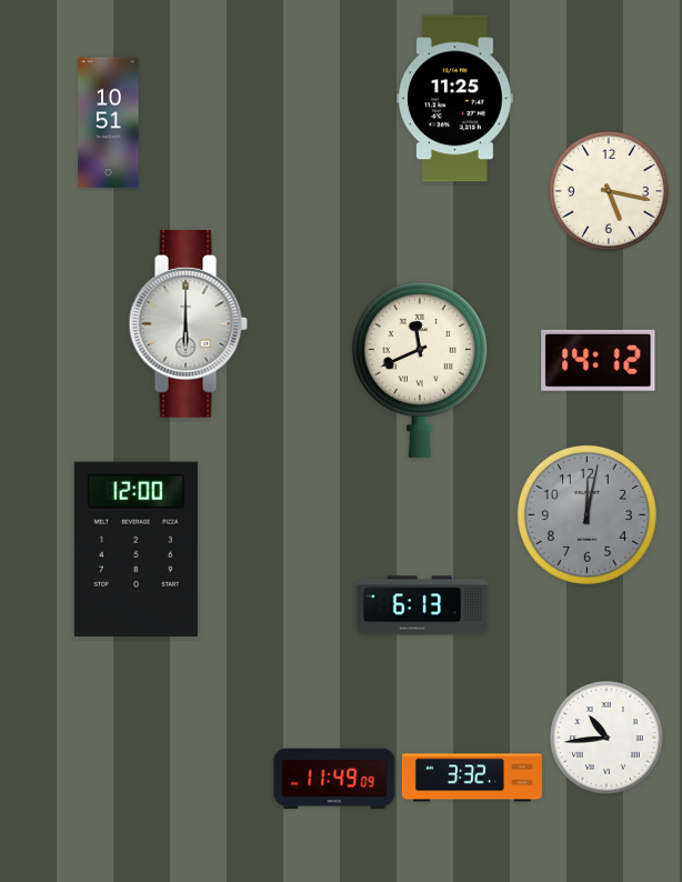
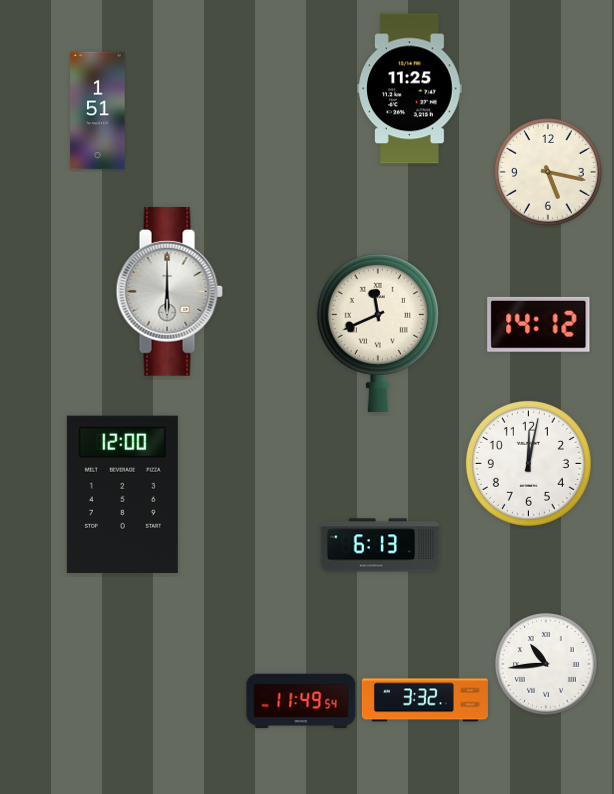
clock at (109, 123): 10:51 -> 1:51
clock at (586, 514) dial: grey -> white
clock at (334, 779): 11:49:09 -> 11:49:54
